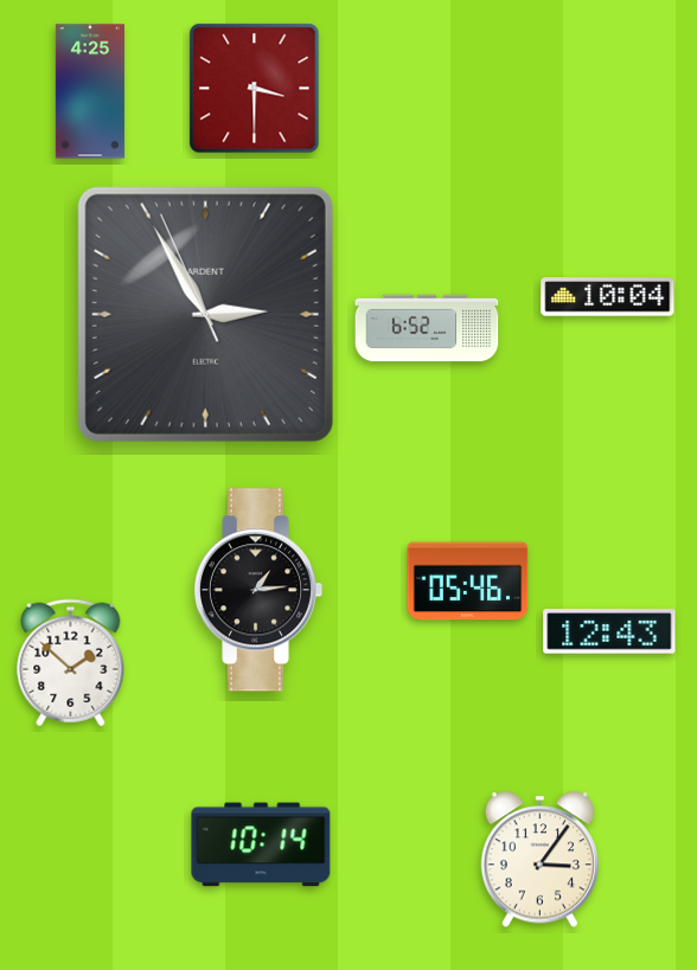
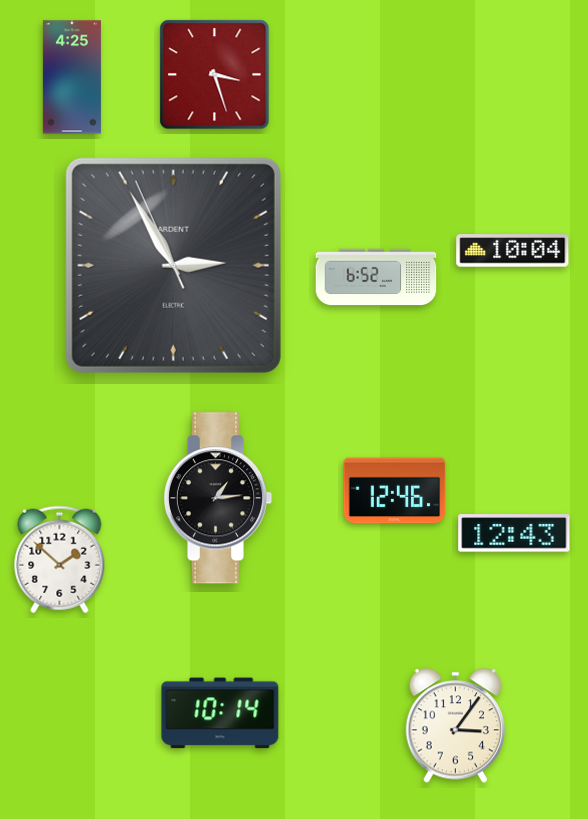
clock at (255, 89): 3:30 -> 3:27
clock at (90, 91) position: (90, 91) -> (72, 77)
clock at (427, 328) position: (427, 328) -> (376, 277)
clock at (468, 582): 05:46 -> 12:46
